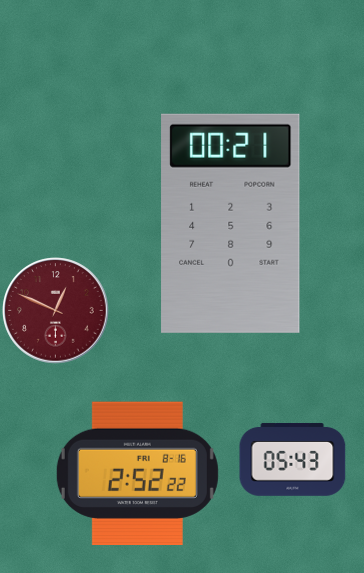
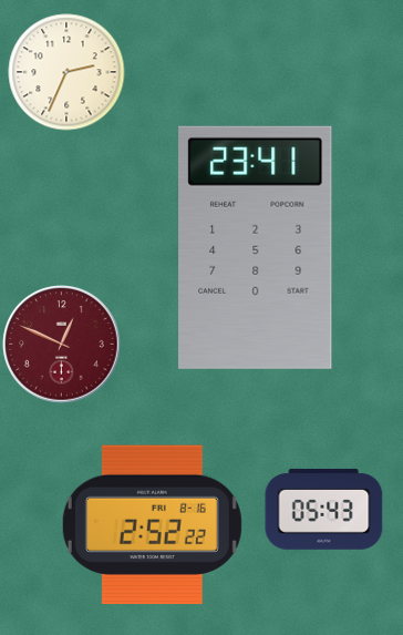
clock at (66, 72): none -> 2:34
clock at (231, 223): 00:21 -> 23:41
